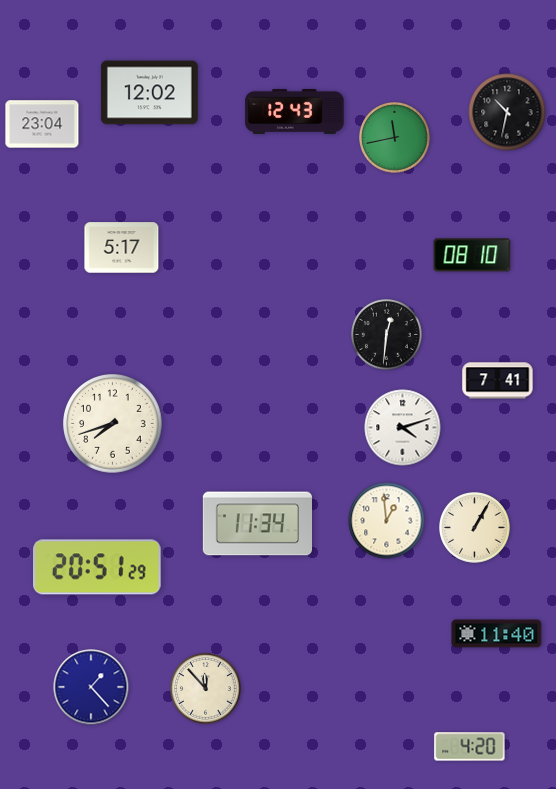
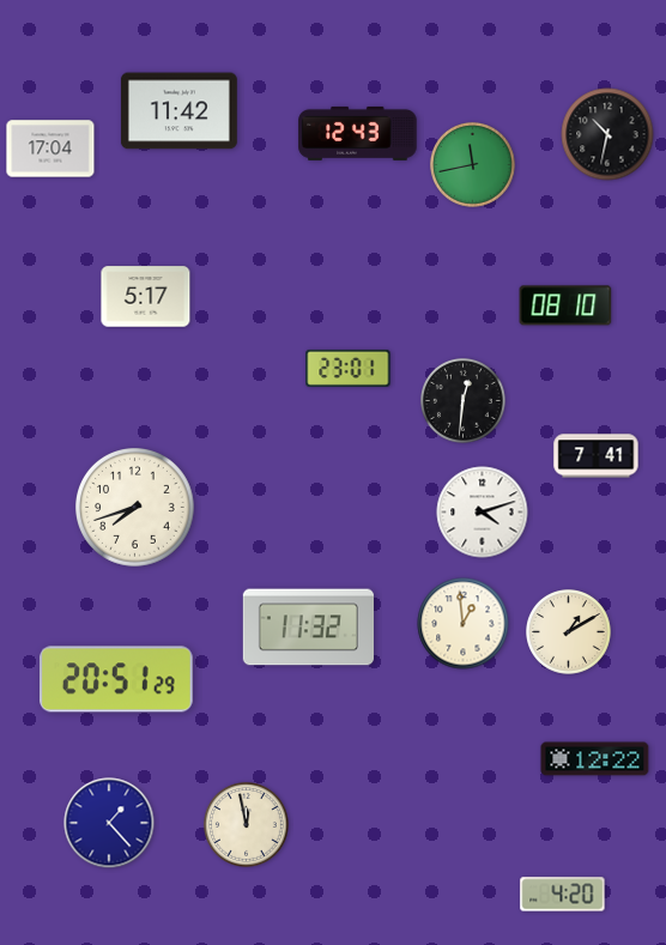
clock at (149, 93): 12:02 -> 11:42
clock at (295, 111) position: (295, 111) -> (358, 133)
clock at (42, 124): 23:04 -> 17:04
clock at (349, 368): none -> 23:01
clock at (257, 524): 11:34 -> 11:32
clock at (475, 528): 1:05 -> 1:10
clock at (497, 634): 11:40 -> 12:22
clock at (206, 689): 11:53 -> 11:58
